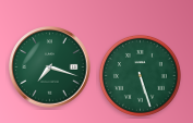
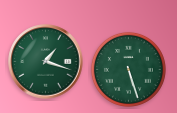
clock at (50, 67): 7:18 -> 1:18
